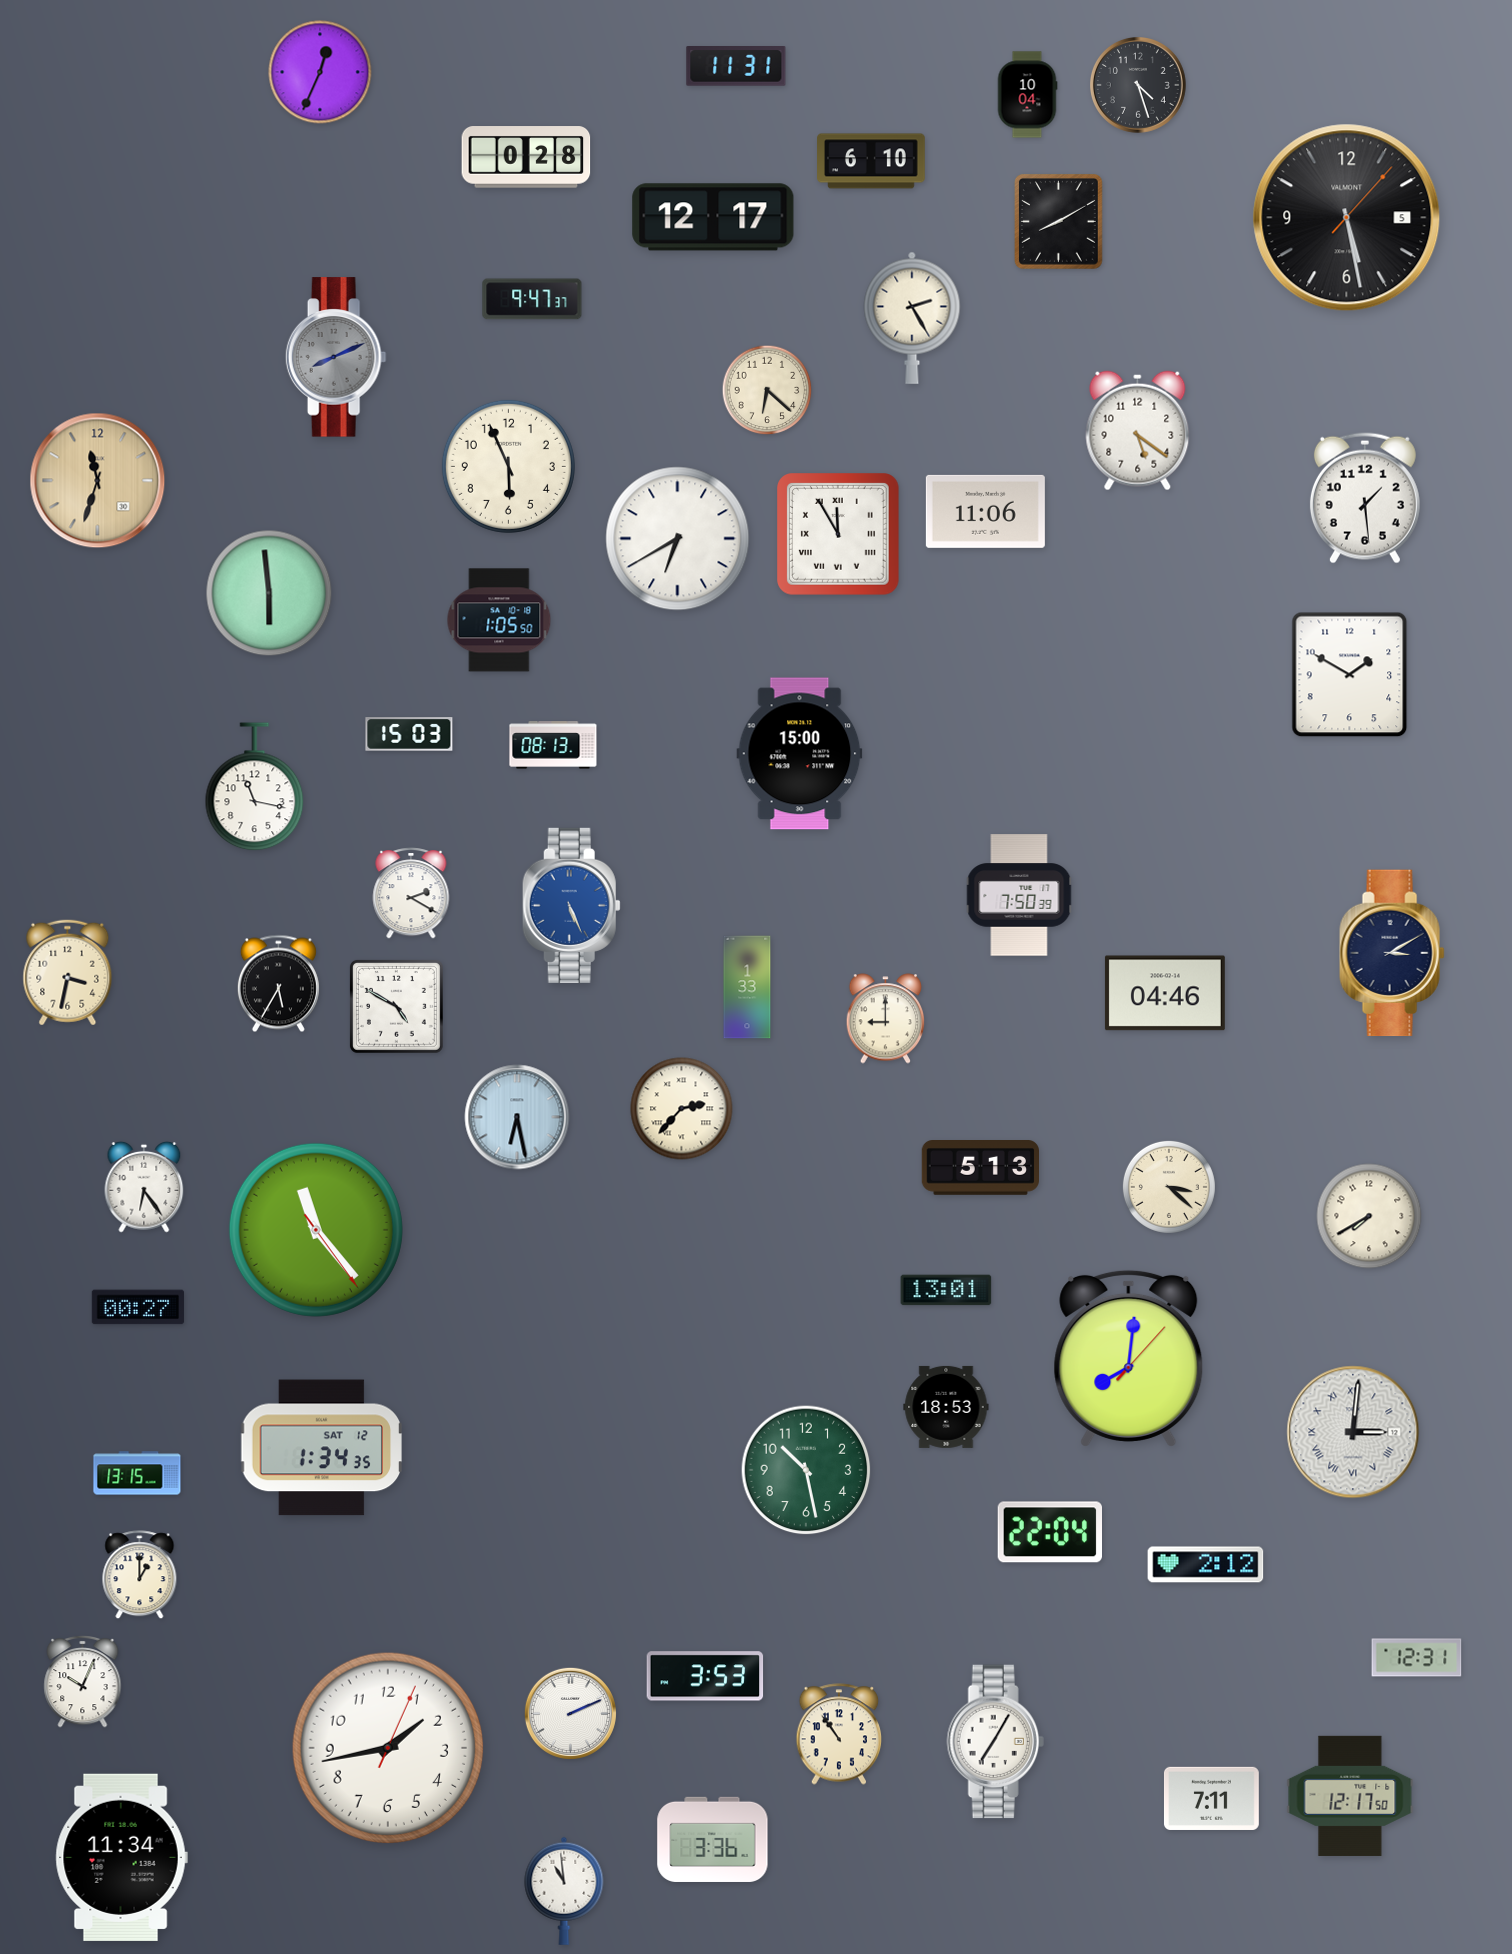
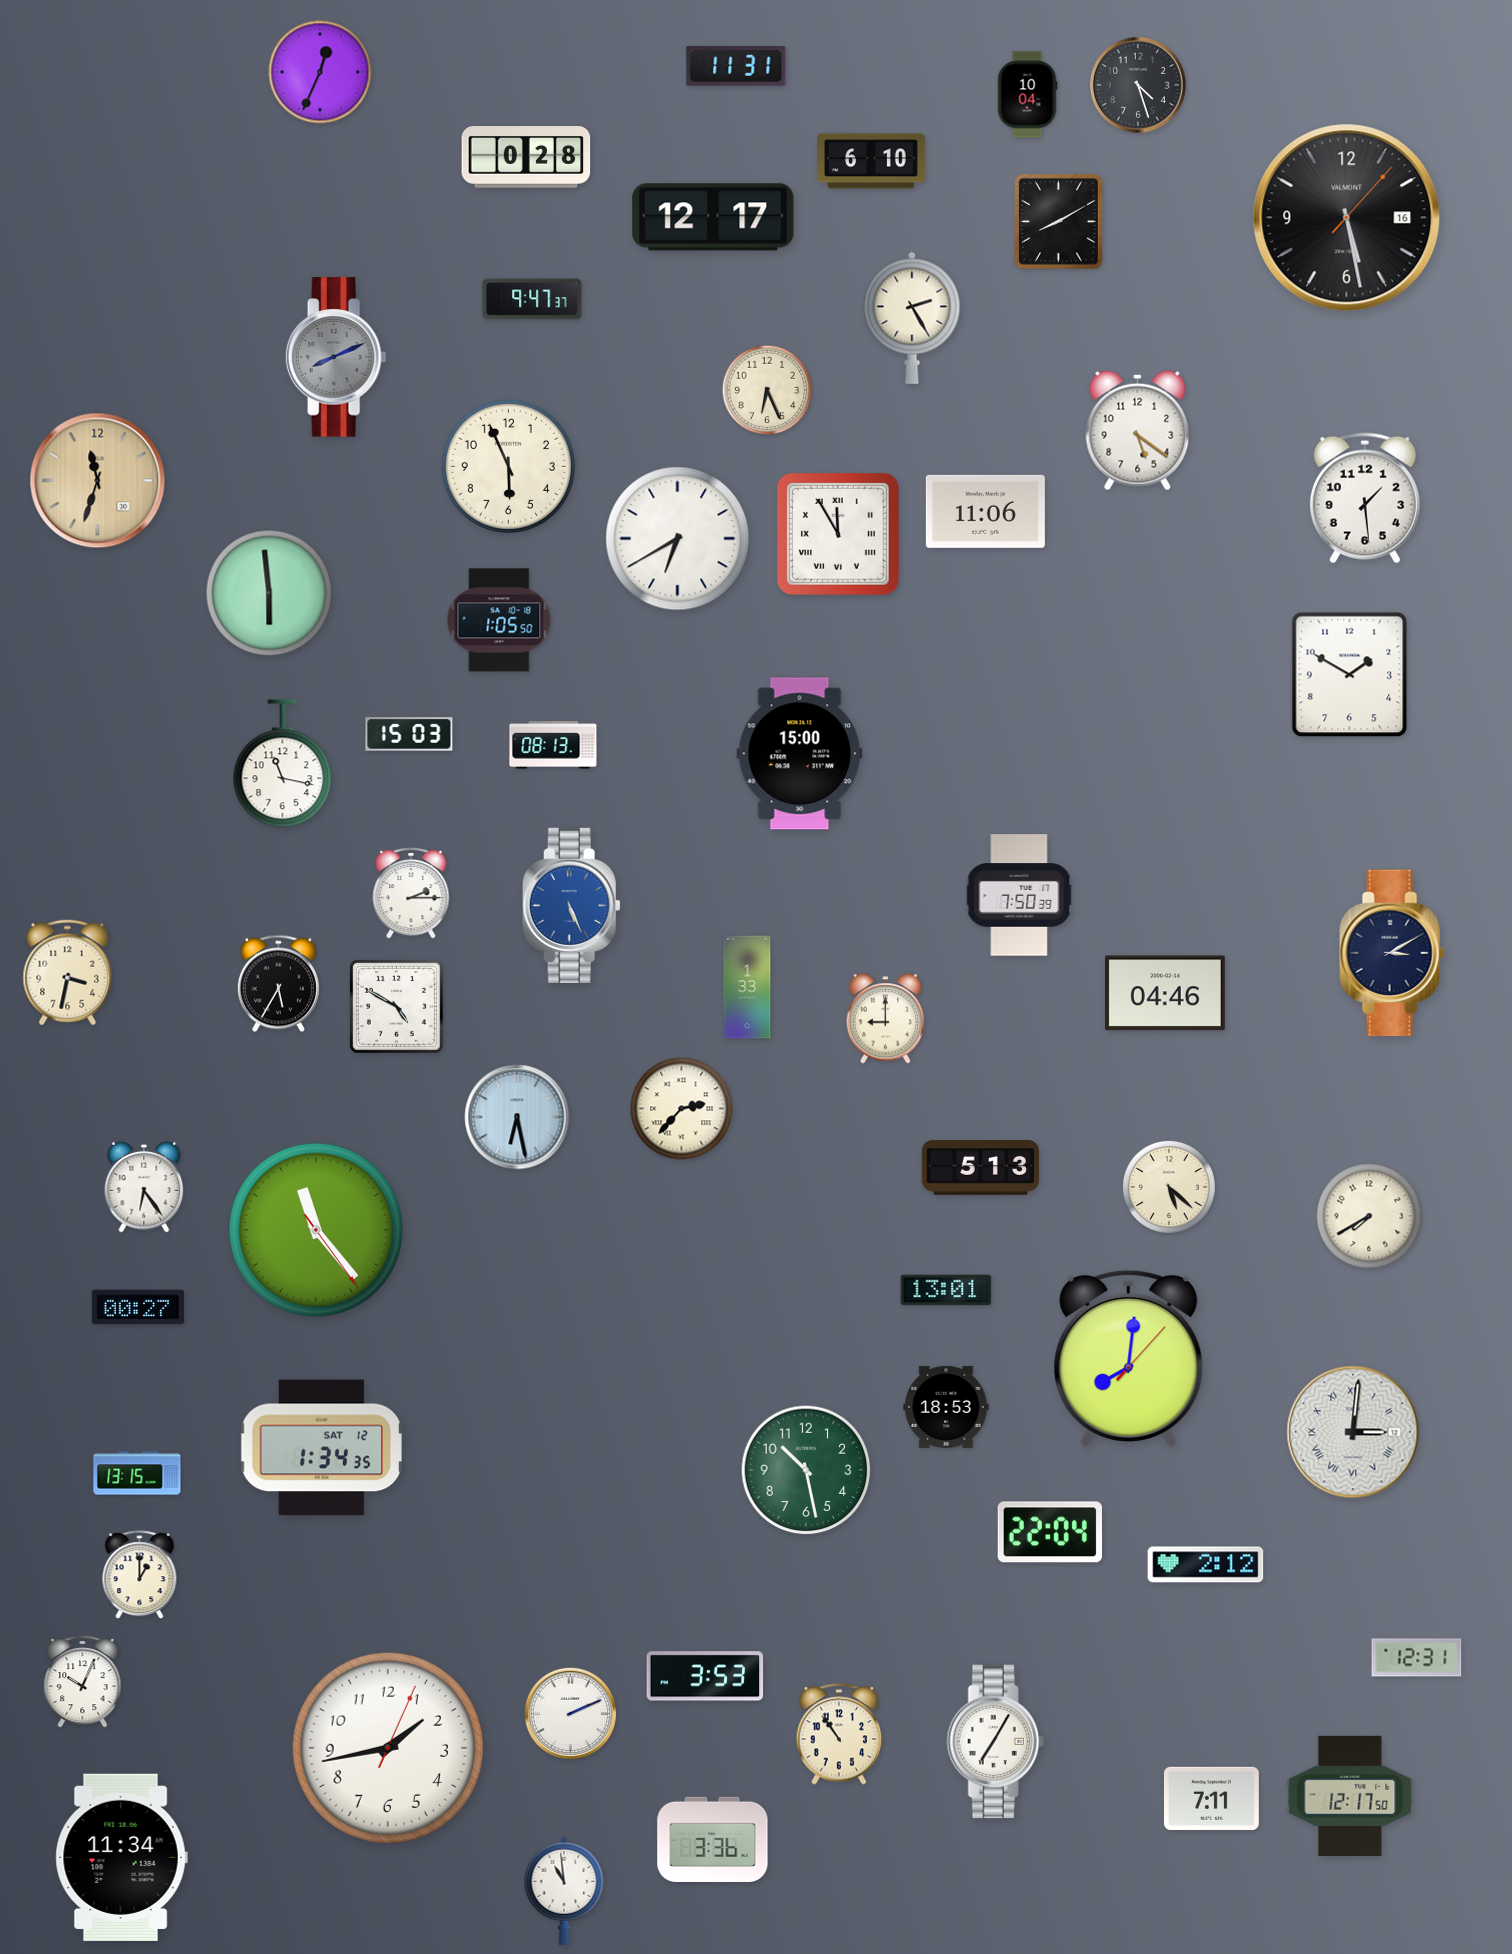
clock at (1347, 218) date: 5 -> 16
clock at (767, 390): 6:22 -> 6:26
clock at (255, 787) position: (255, 787) -> (283, 764)
clock at (411, 893): 2:20 -> 2:15
clock at (1169, 1187): 3:22 -> 5:22
